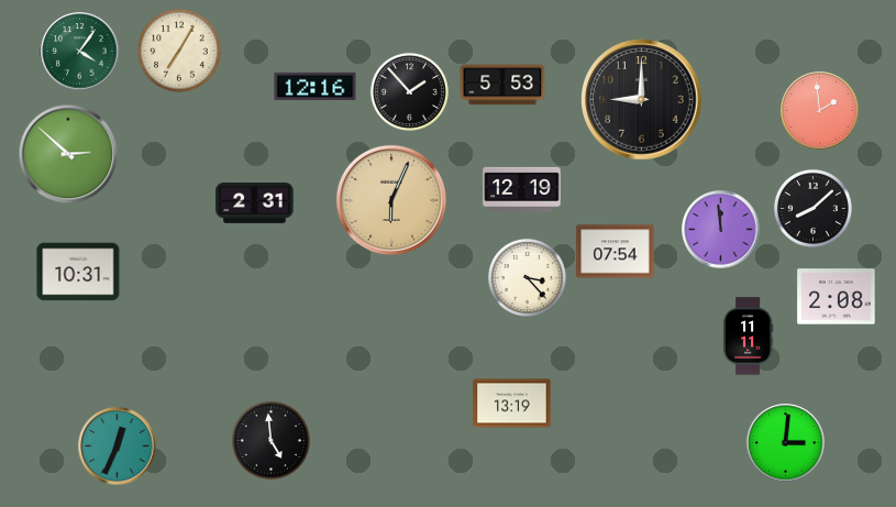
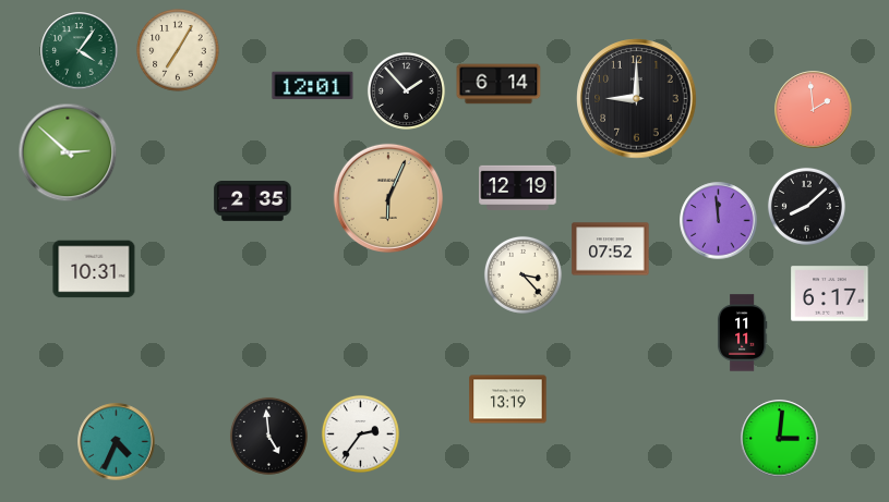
clock at (502, 85): 5:53 -> 6:14
clock at (316, 87): 12:16 -> 12:01
clock at (255, 203): 2:31 -> 2:35
clock at (721, 230) position: (721, 230) -> (719, 221)
clock at (616, 252): 07:54 -> 07:52
clock at (78, 272) position: (78, 272) -> (94, 269)
clock at (837, 297): 2:08 -> 6:17
clock at (360, 433): none -> 2:36
clock at (118, 447): 12:34 -> 4:34
